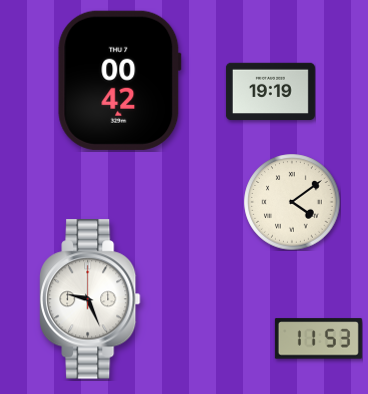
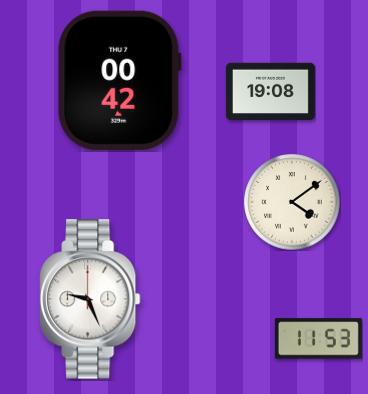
clock at (270, 92): 19:19 -> 19:08
